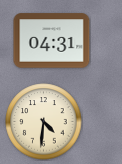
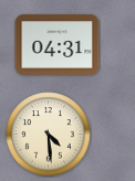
clock at (44, 122): 4:31 -> 4:29
